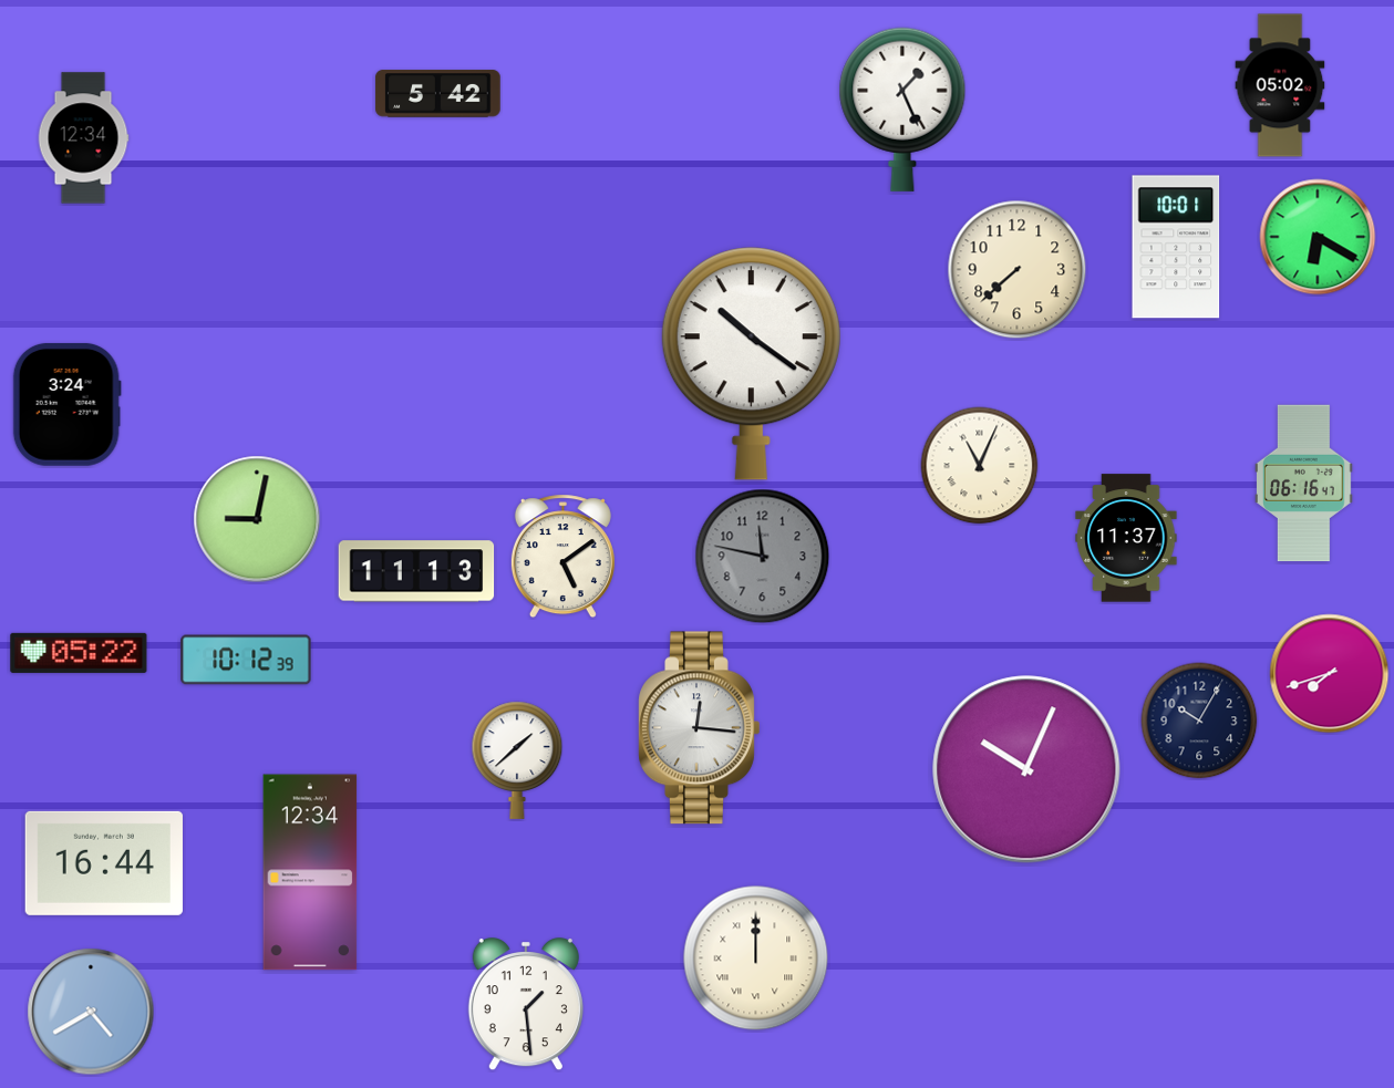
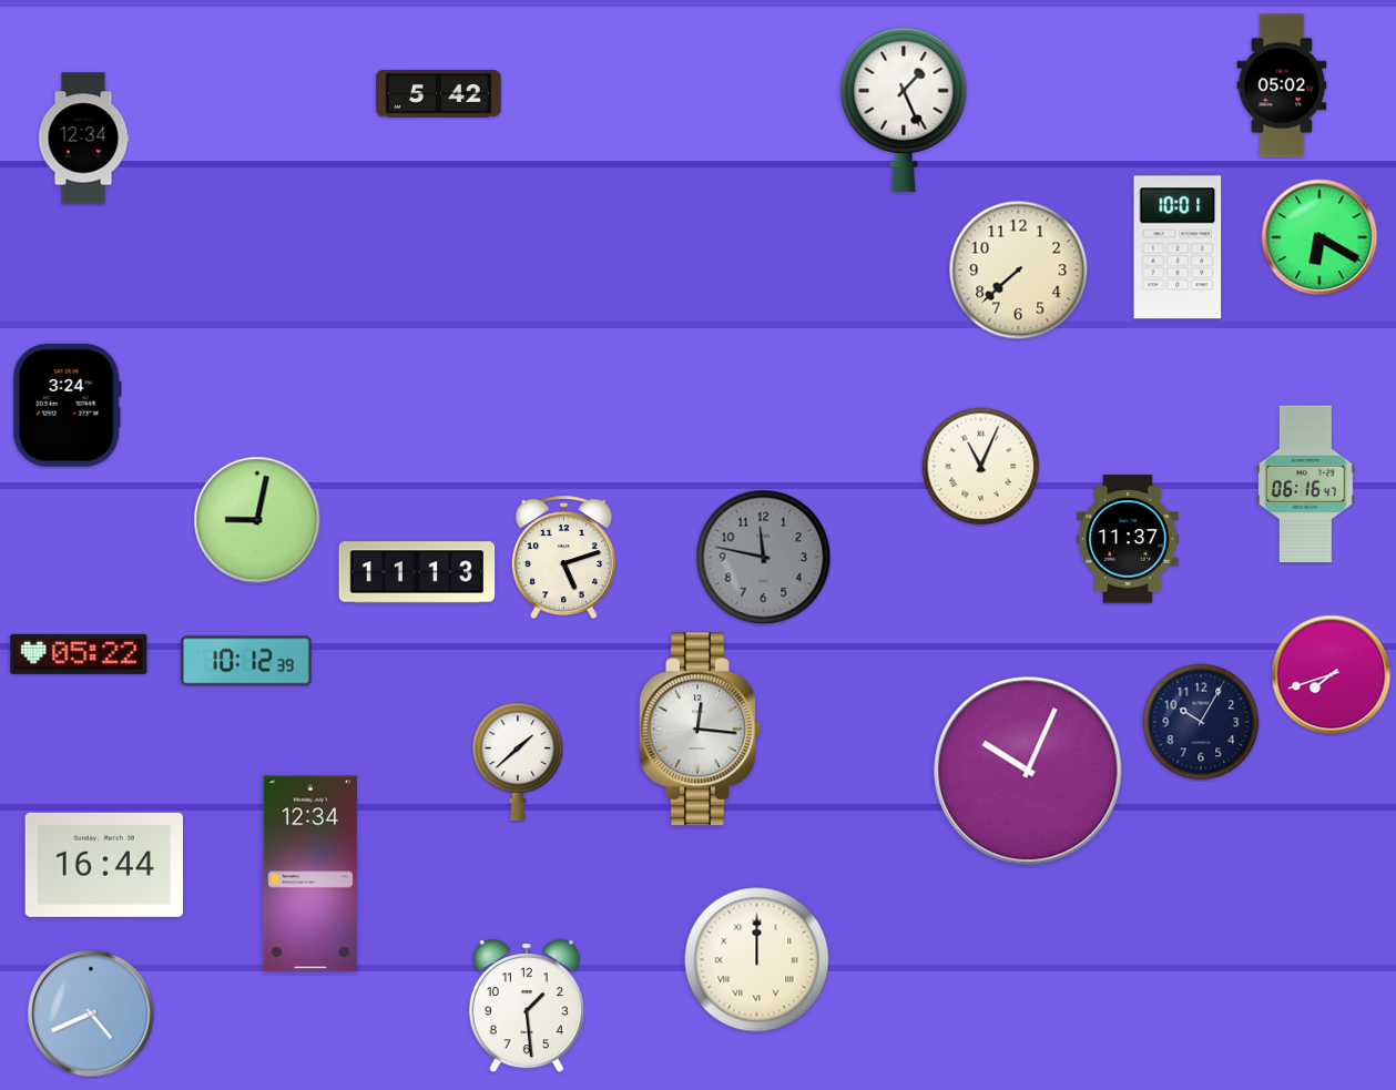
clock at (751, 364): 10:21 -> none
clock at (562, 557): 5:09 -> 5:12
clock at (91, 1012): 4:40 -> 4:41
